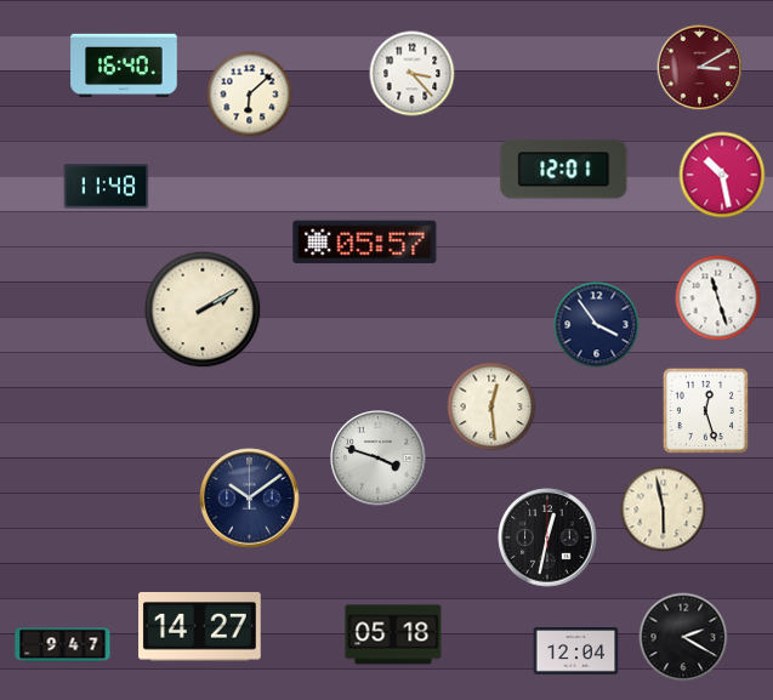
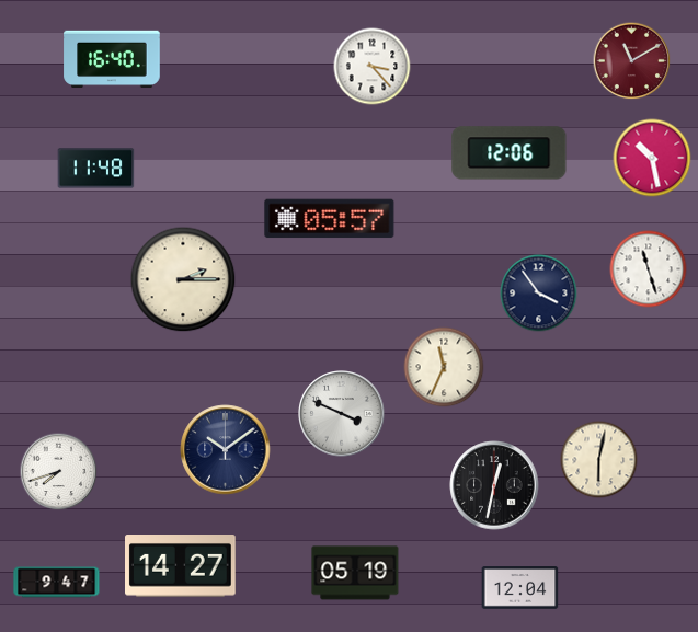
clock at (700, 68): 3:10 -> 11:10
clock at (250, 95): 6:08 -> none
clock at (564, 170): 12:01 -> 12:06
clock at (203, 309): 2:10 -> 2:15
clock at (491, 406): 12:29 -> 11:34
clock at (705, 410): 12:27 -> none
clock at (379, 459): 3:48 -> 3:49
clock at (664, 510): 5:58 -> 6:02
clock at (59, 472): none -> 7:42
clock at (393, 634): 05:18 -> 05:19
clock at (683, 637): 2:20 -> none
